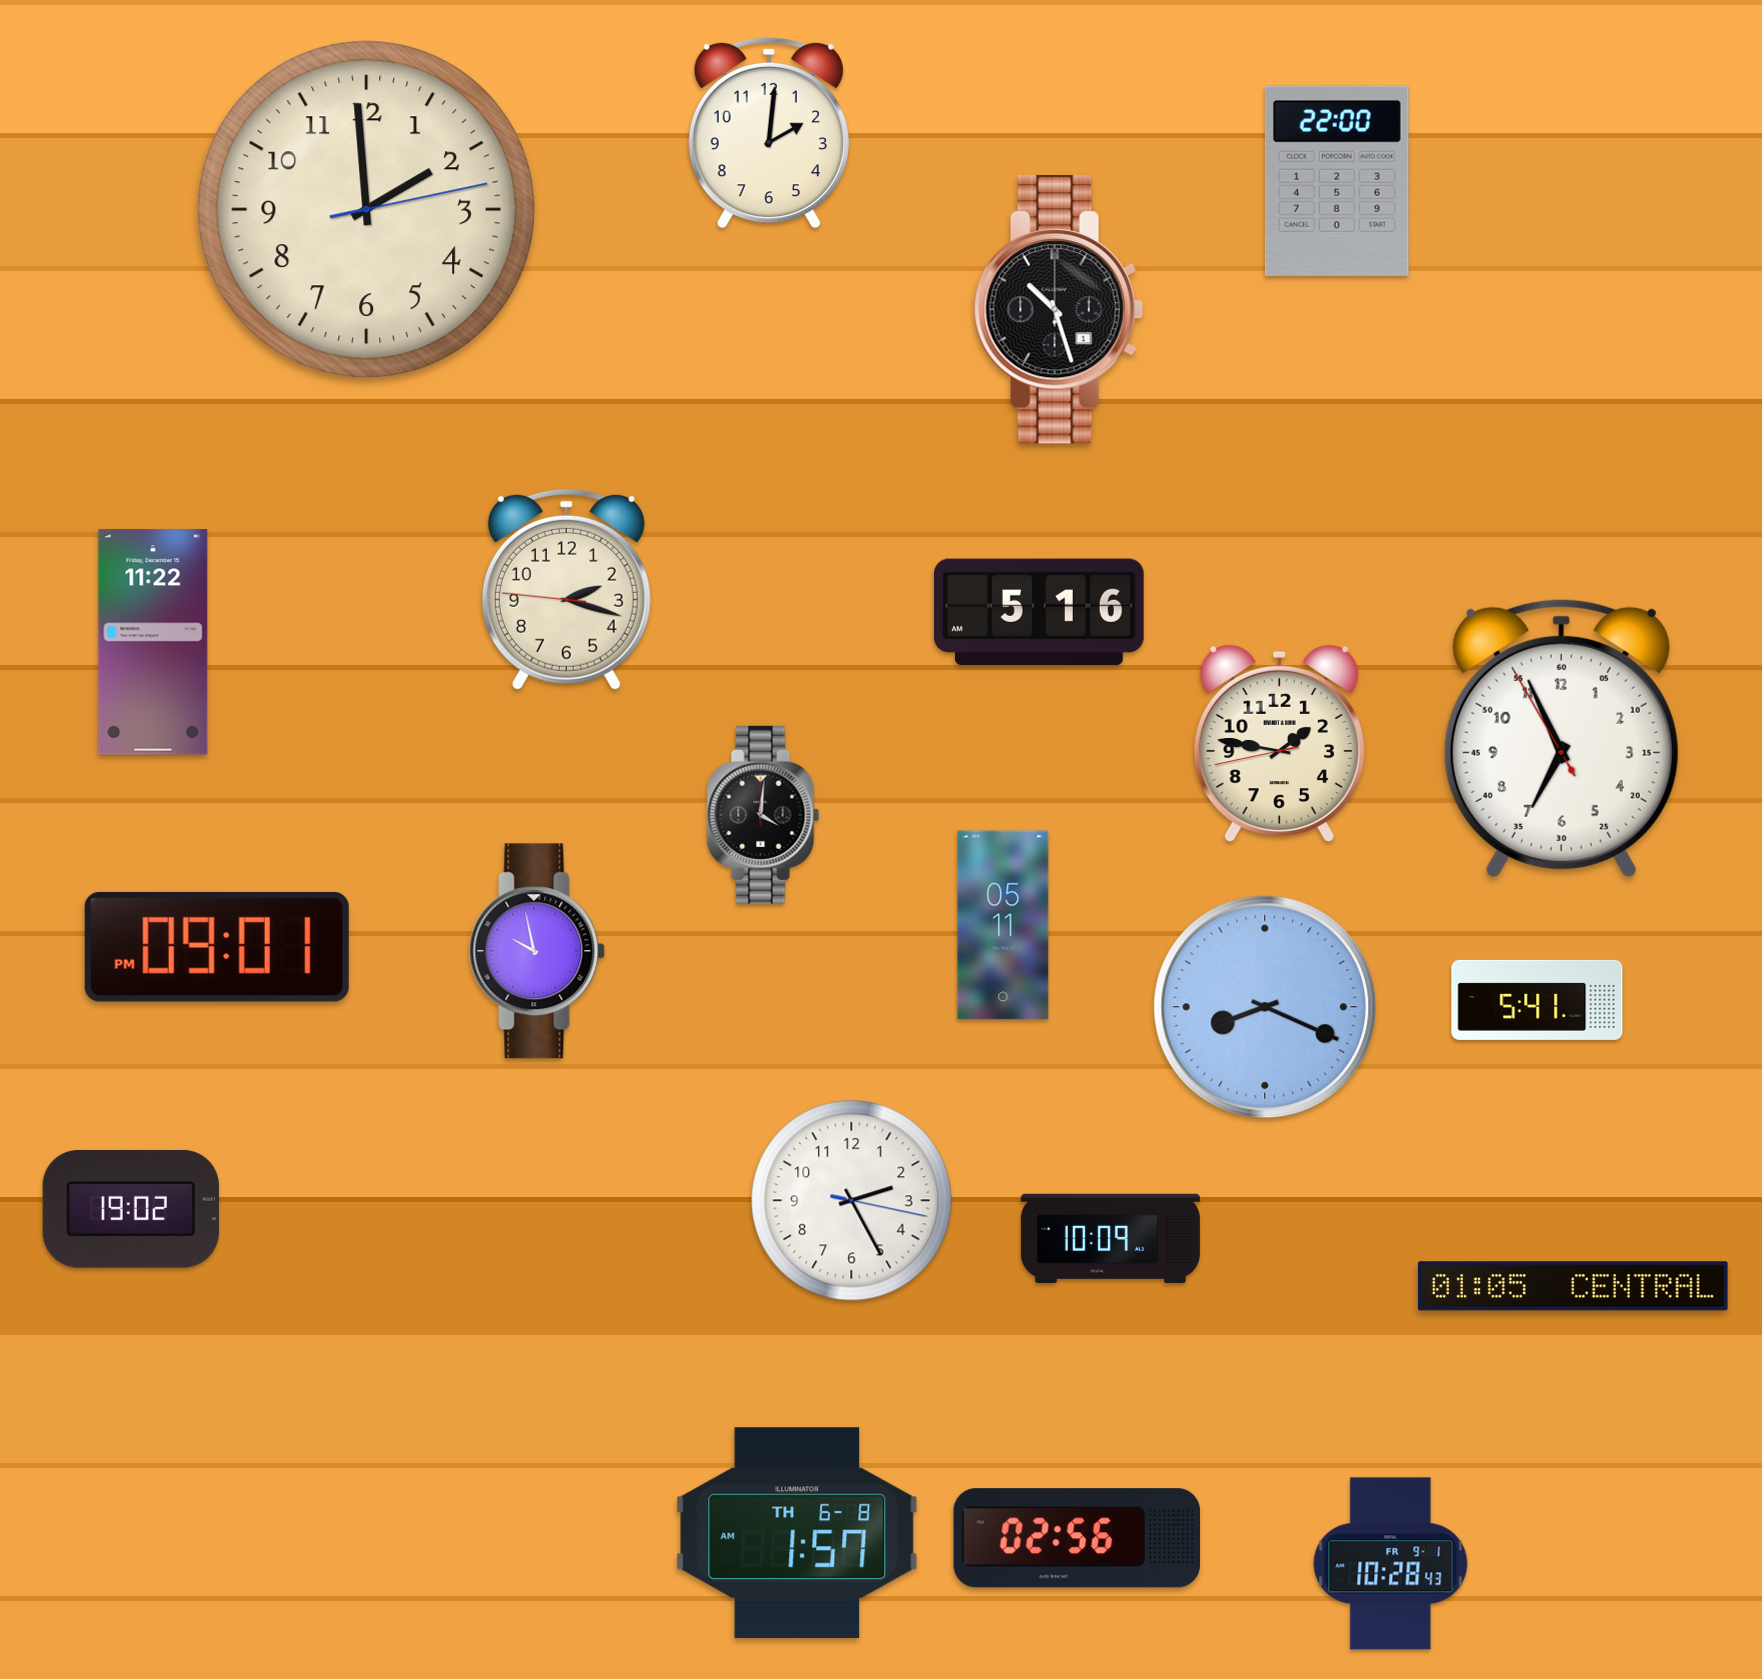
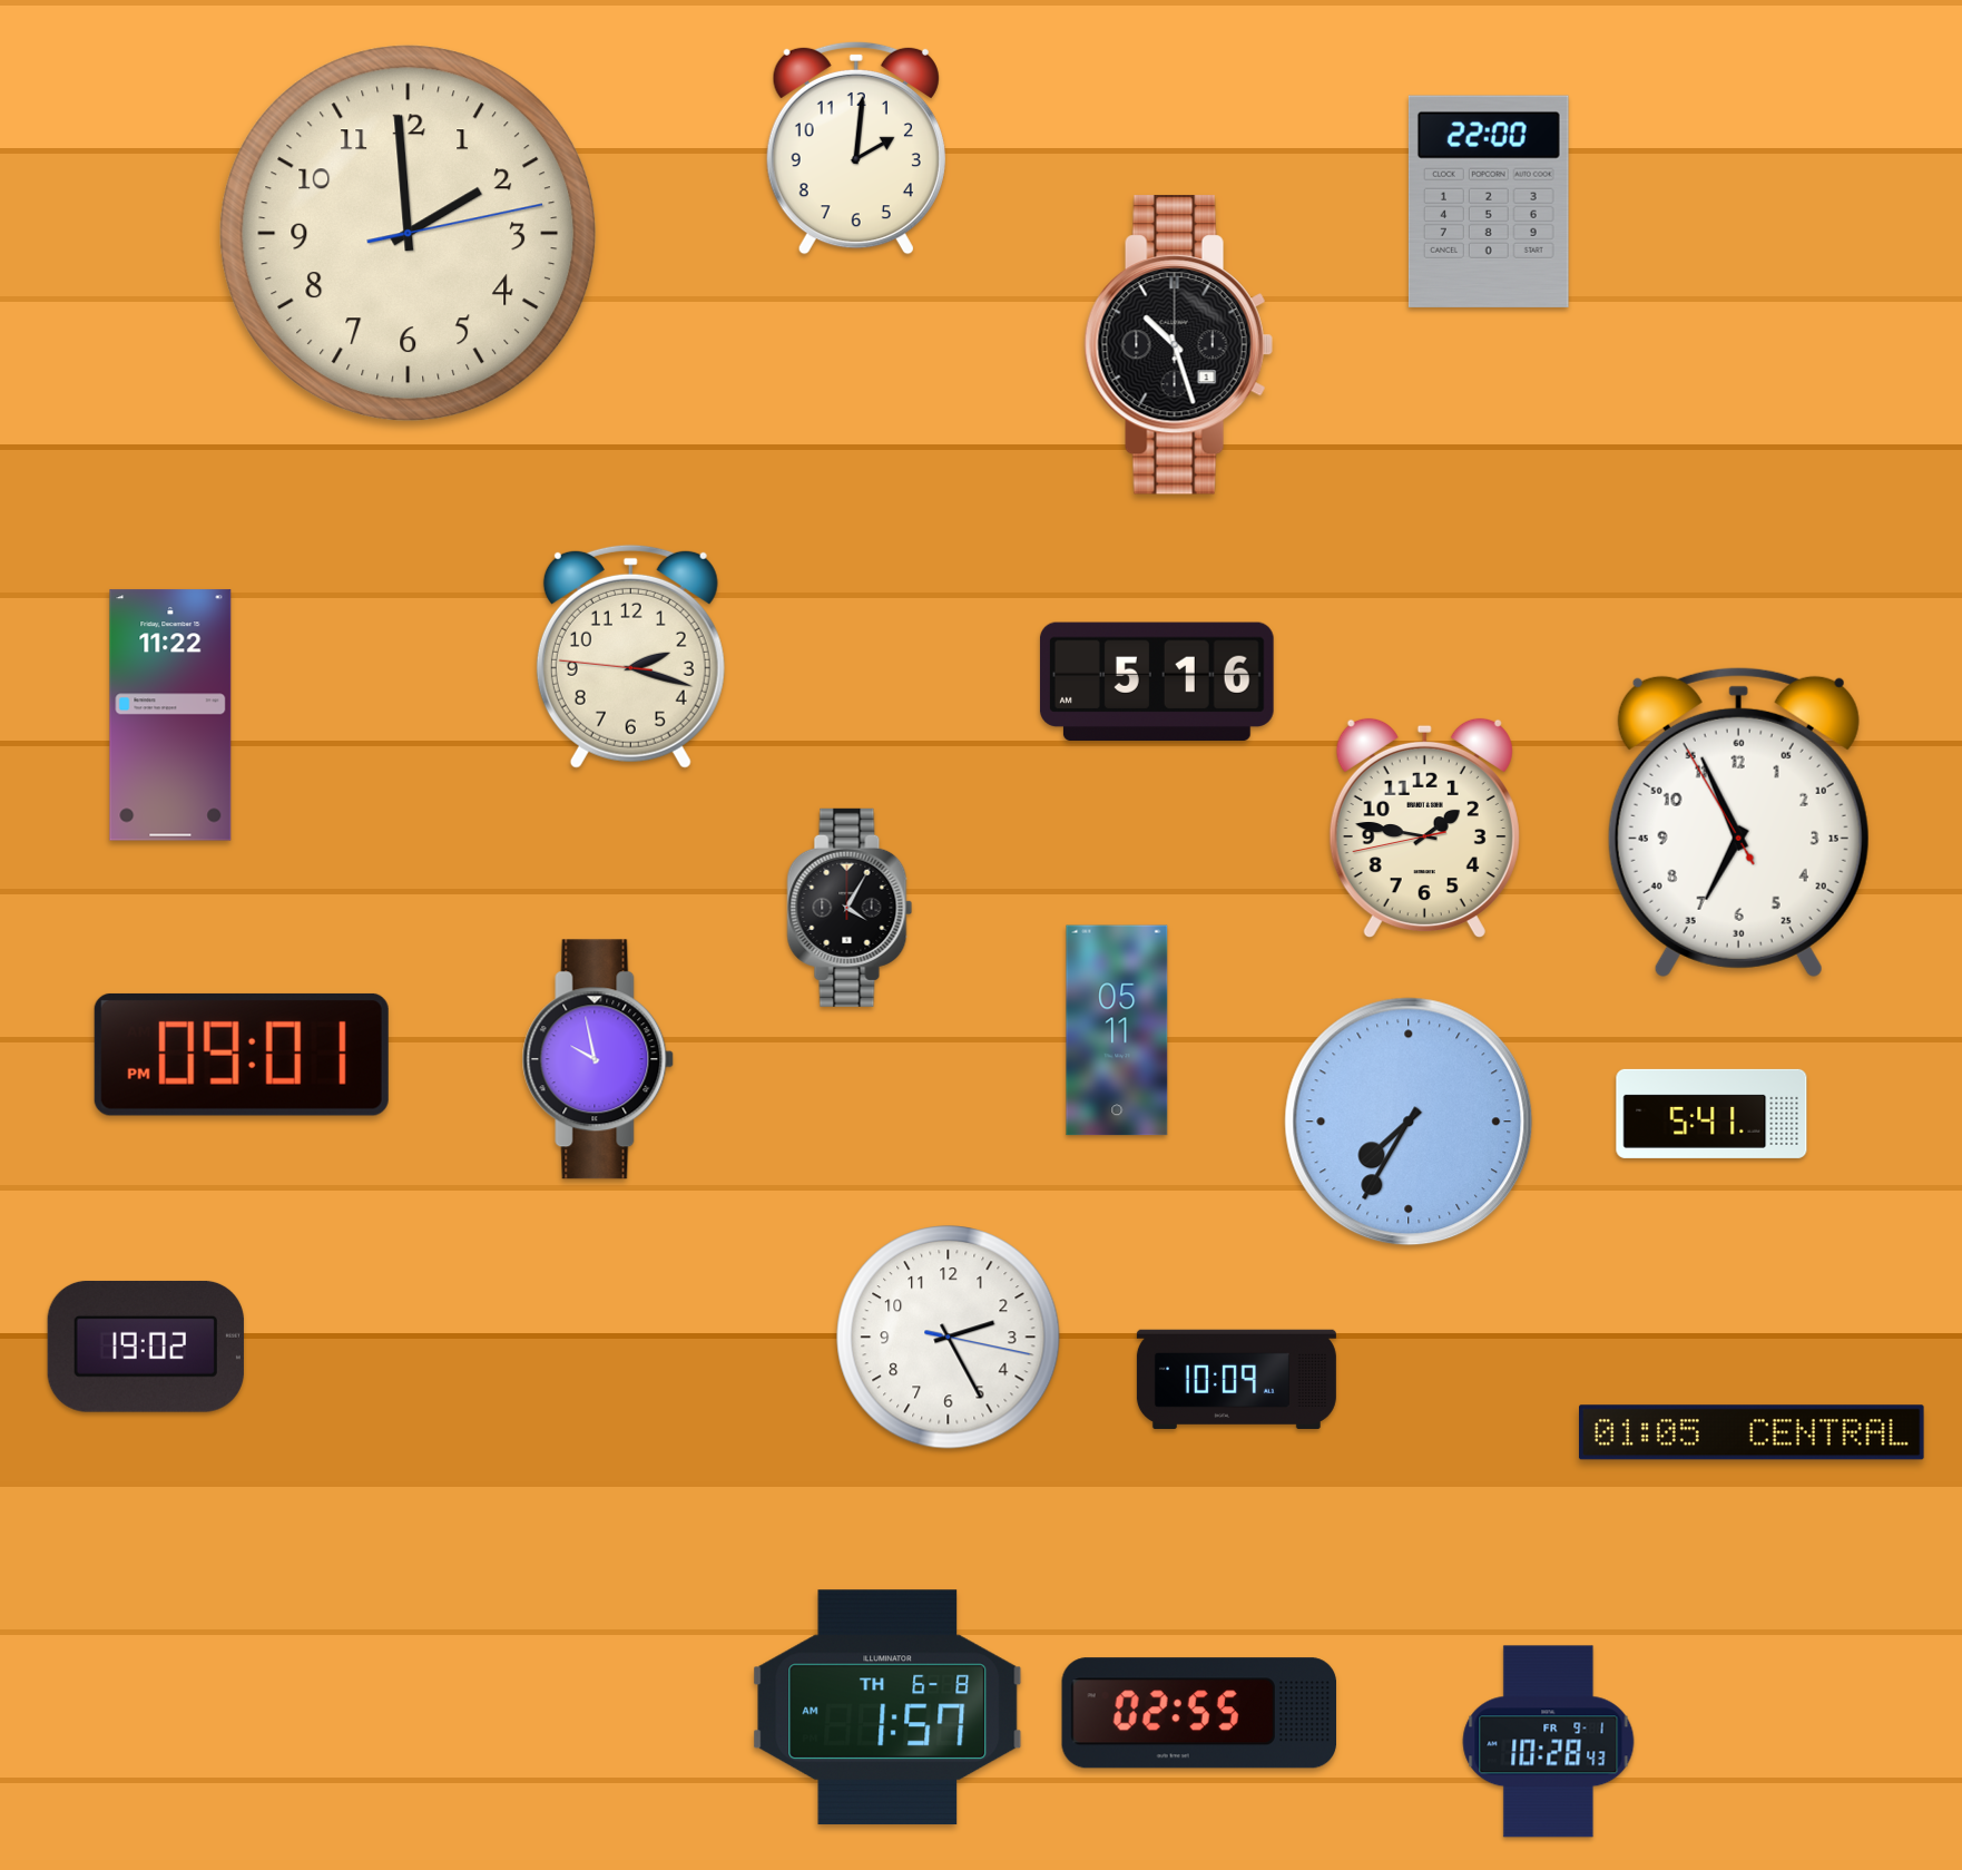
clock at (763, 815): 4:01 -> 4:05
clock at (1265, 1007): 8:19 -> 7:35
clock at (1076, 1538): 02:56 -> 02:55
